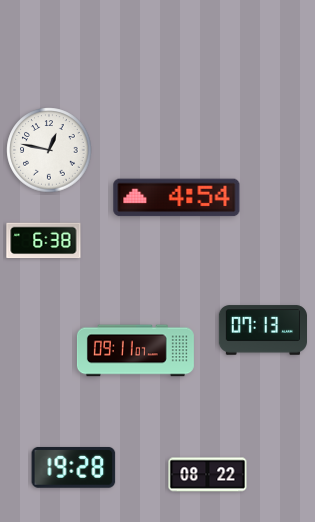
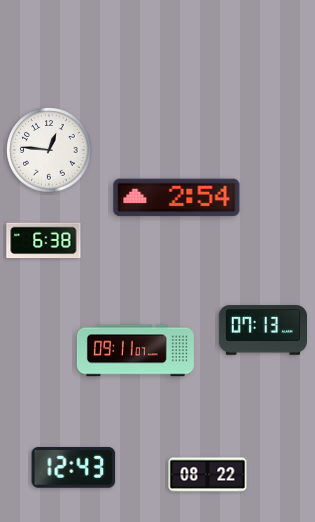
clock at (49, 150): 12:47 -> 12:46
clock at (177, 198): 4:54 -> 2:54
clock at (74, 467): 19:28 -> 12:43
